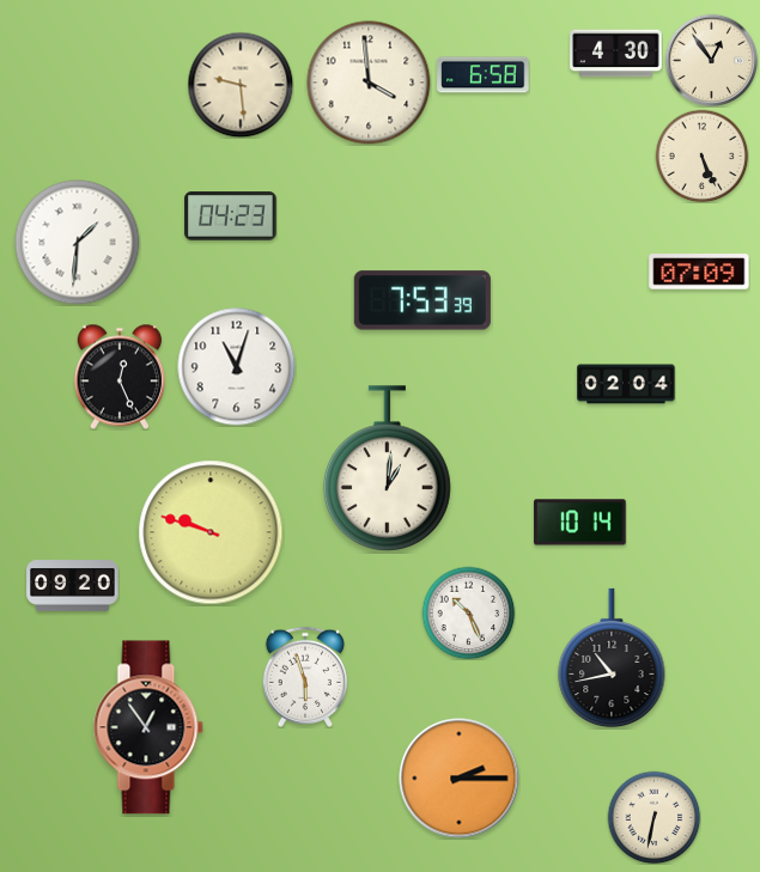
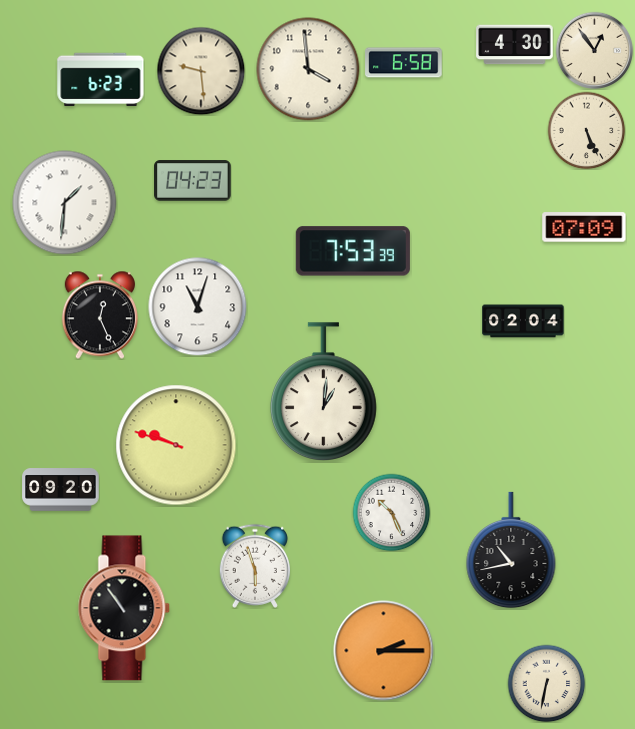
clock at (101, 80): none -> 6:23
clock at (580, 523): 10:14 -> none
clock at (148, 727): 12:54 -> 10:54
